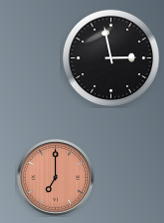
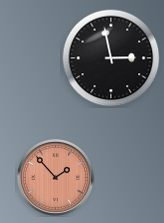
clock at (55, 177): 7:00 -> 1:53
